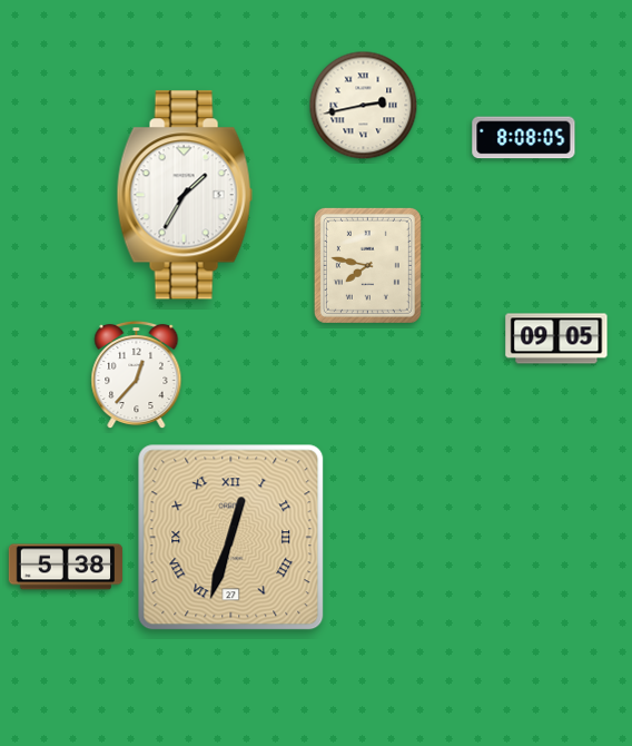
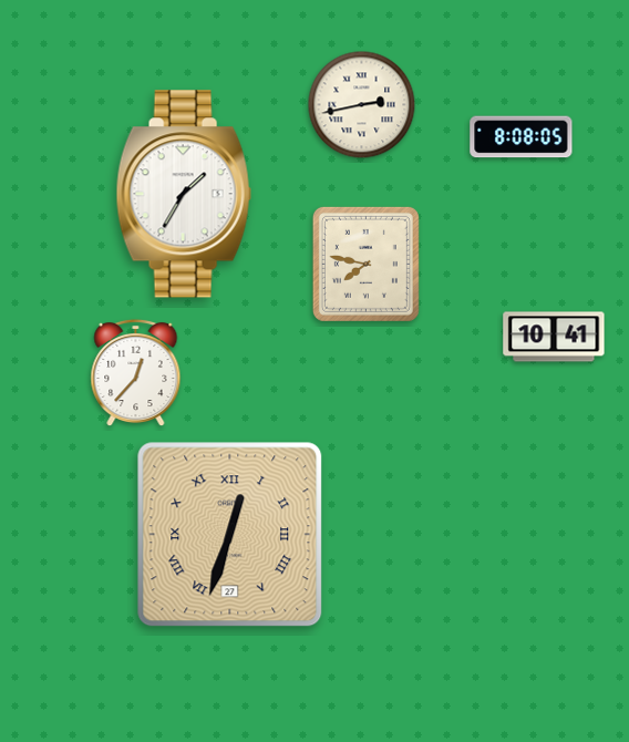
clock at (556, 338): 09:05 -> 10:41
clock at (66, 567): 5:38 -> none
